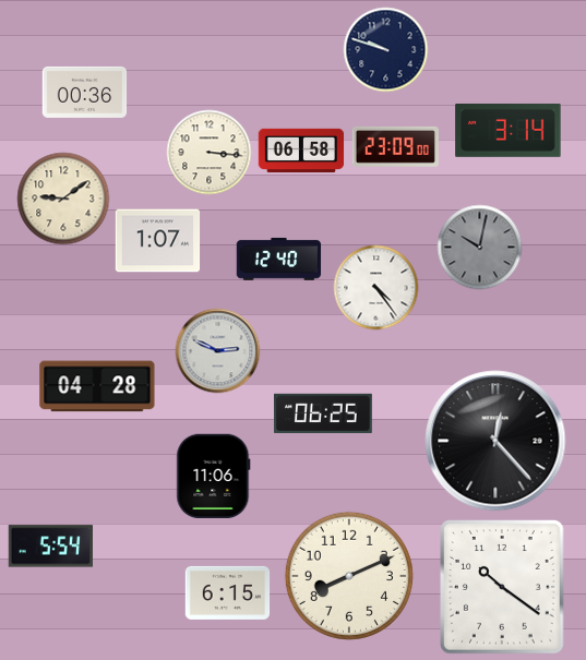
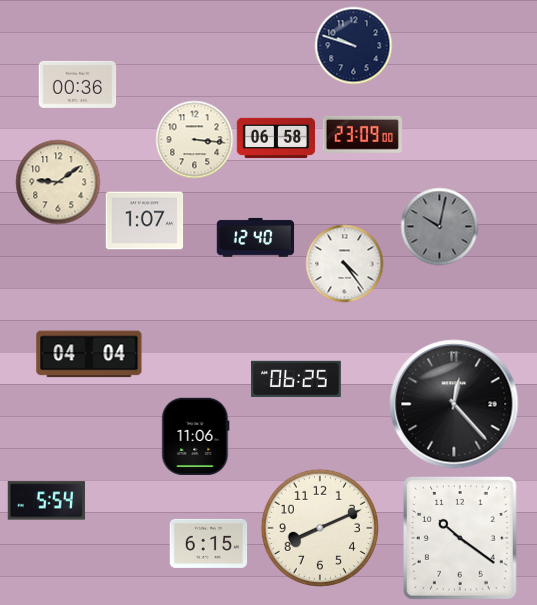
clock at (509, 130): 3:14 -> none
clock at (208, 152) position: (208, 152) -> (194, 139)
clock at (217, 350): 2:49 -> none
clock at (97, 386): 04:28 -> 04:04
